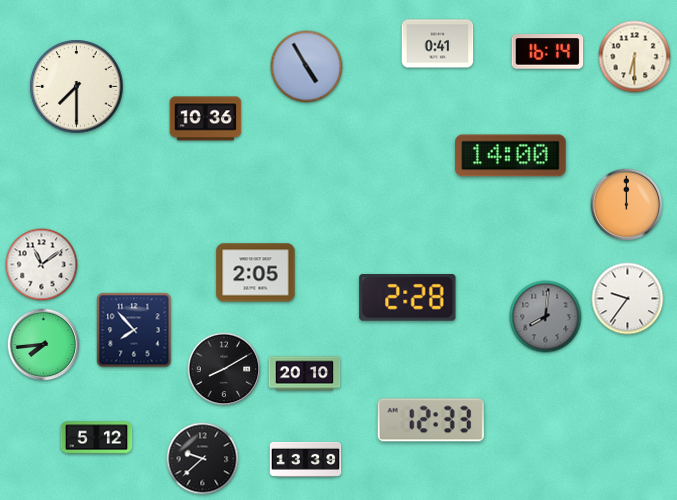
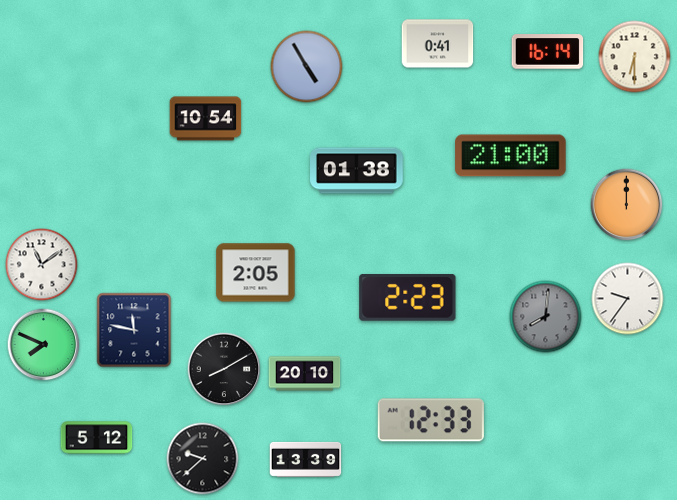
clock at (77, 87): 7:30 -> none
clock at (206, 119): 10:36 -> 10:54
clock at (511, 156): 14:00 -> 21:00
clock at (357, 171): none -> 01:38
clock at (408, 298): 2:28 -> 2:23
clock at (134, 330): 7:53 -> 11:47
clock at (44, 345): 7:44 -> 7:49
